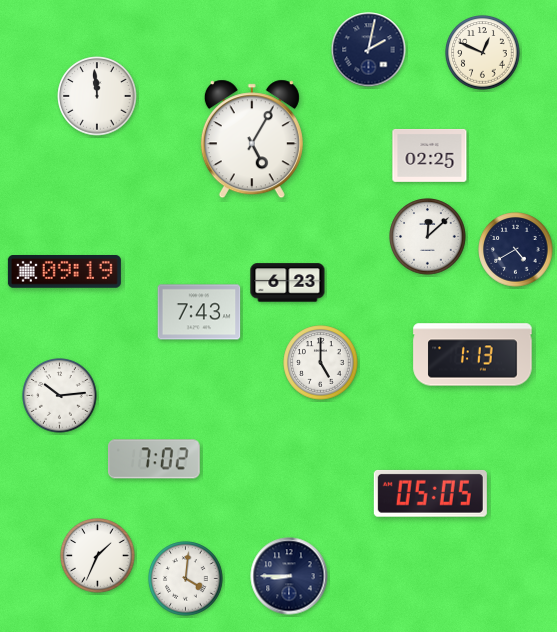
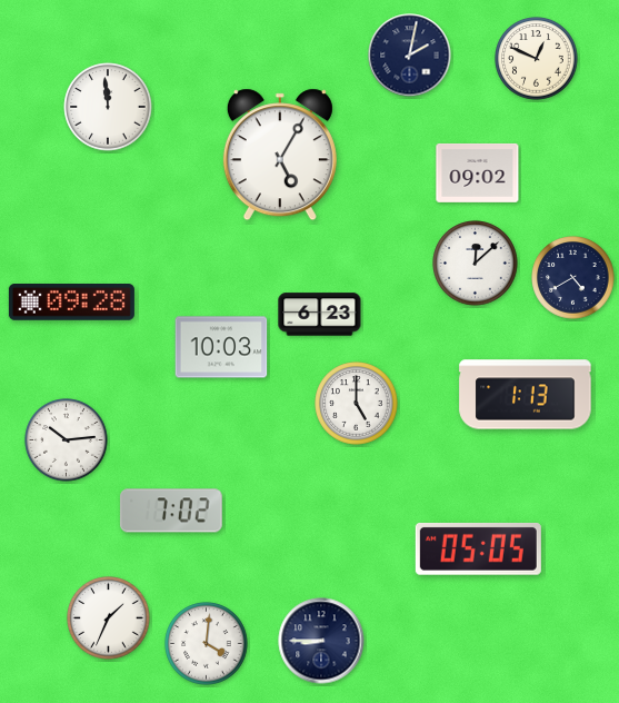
clock at (430, 155): 02:25 -> 09:02
clock at (64, 272): 09:19 -> 09:28
clock at (199, 312): 7:43 -> 10:03
